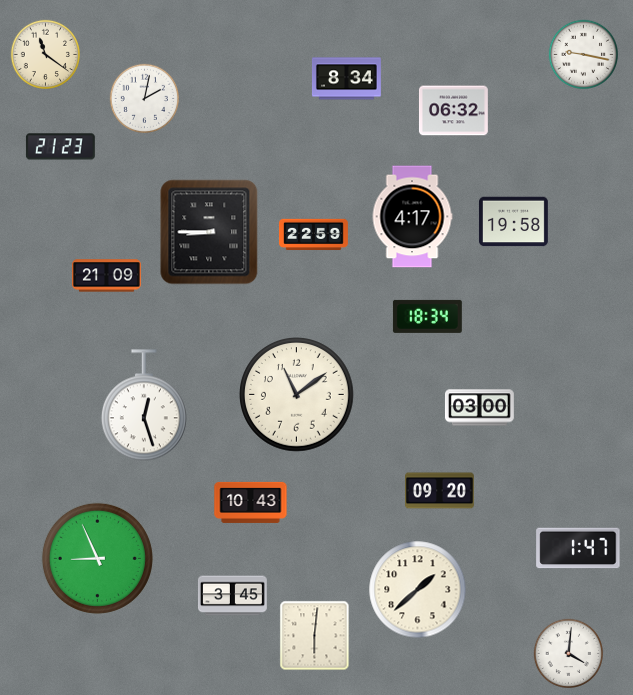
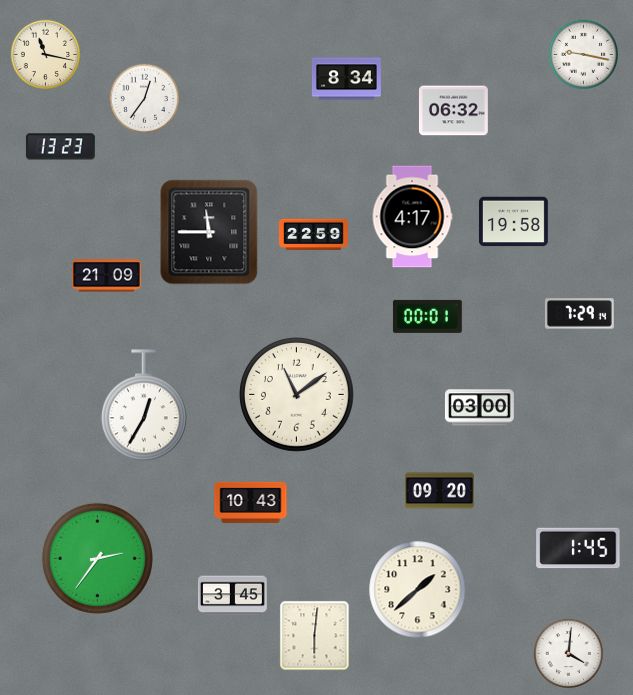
clock at (45, 54): 11:21 -> 11:17
clock at (144, 98): 2:02 -> 12:36
clock at (60, 147): 21:23 -> 13:23
clock at (209, 232): 8:45 -> 11:45
clock at (579, 314): none -> 7:29
clock at (427, 316): 18:34 -> 00:01
clock at (144, 406): 12:27 -> 12:35
clock at (578, 548): 1:47 -> 1:45
clock at (97, 558): 8:56 -> 2:36
